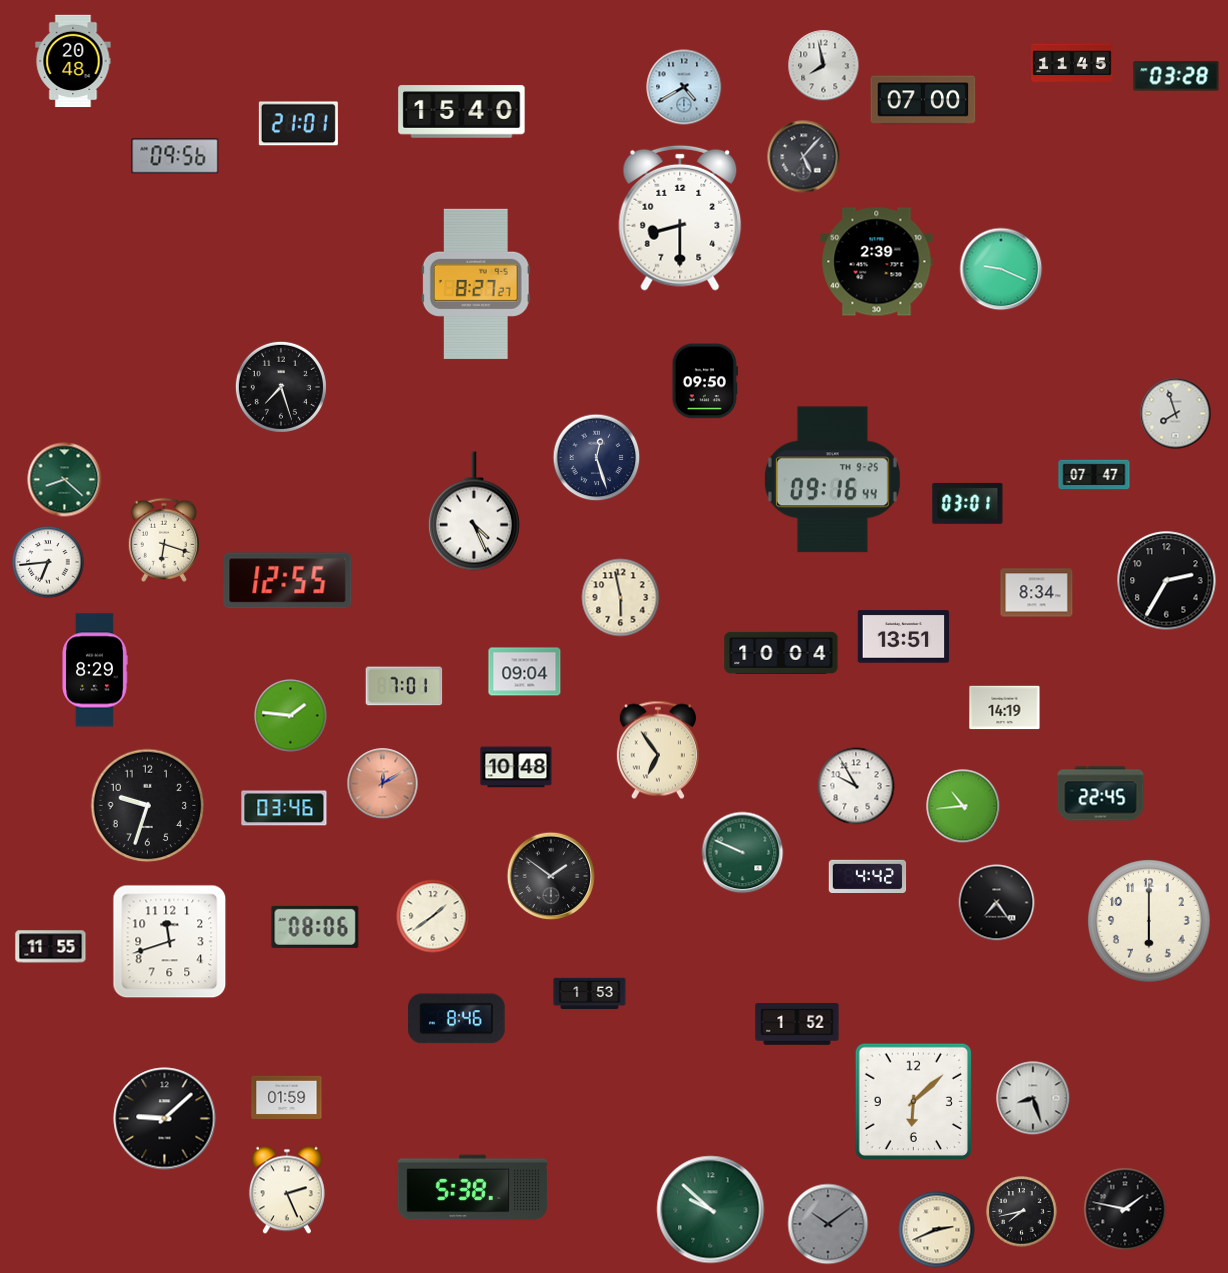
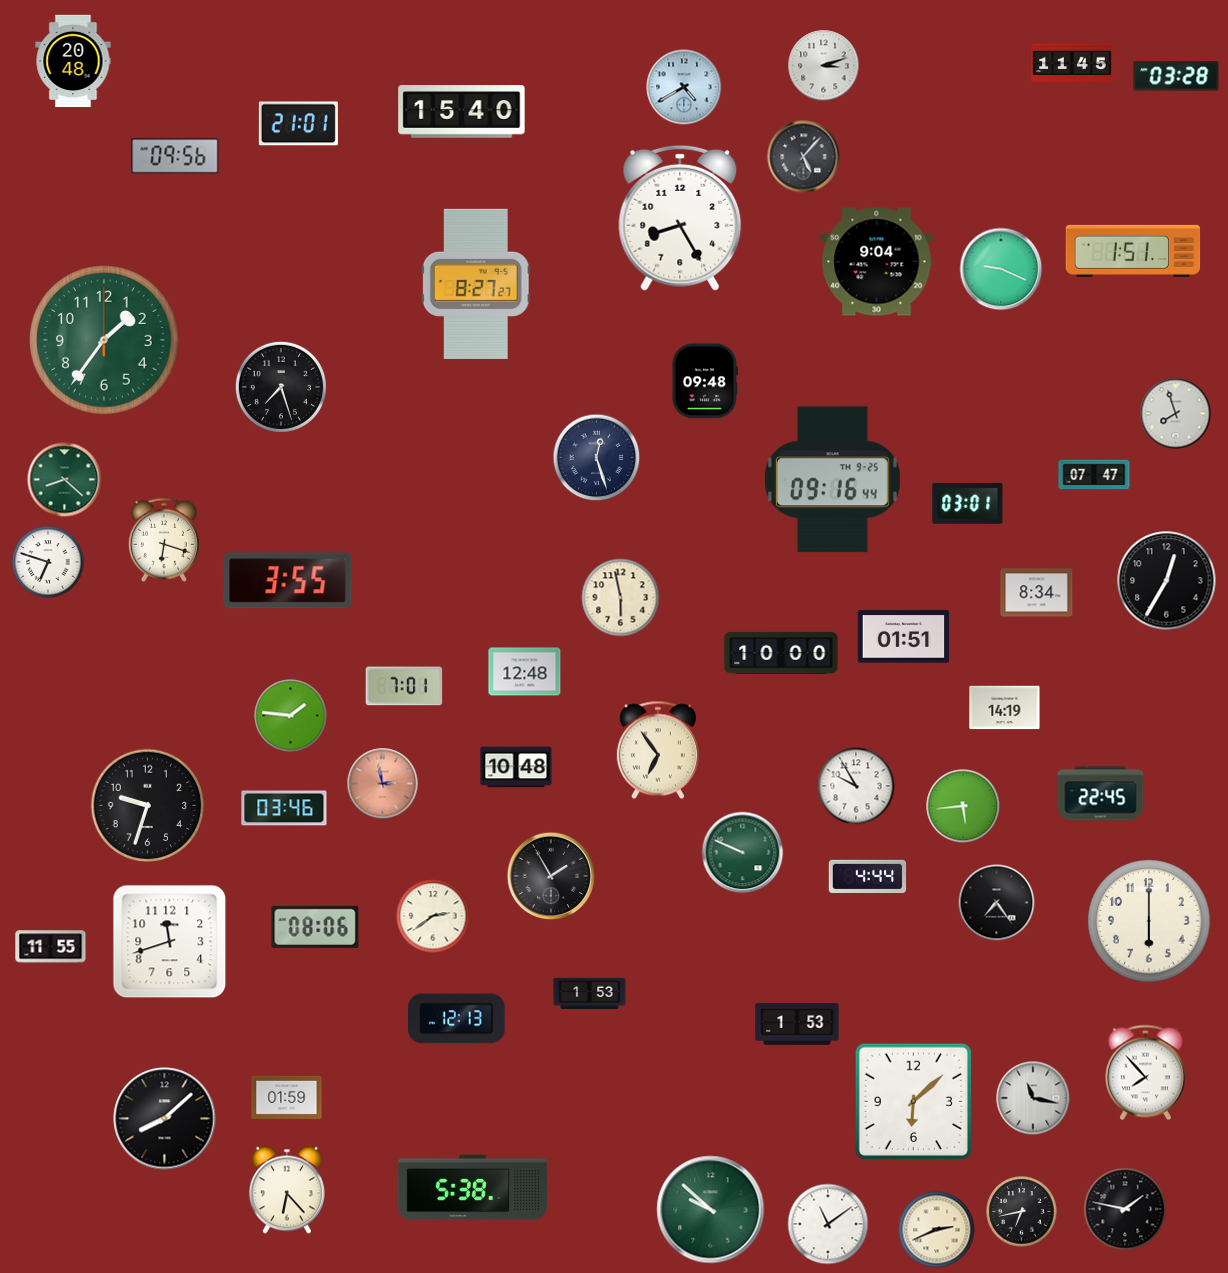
clock at (824, 66): 7:58 -> 3:12
clock at (923, 100): 07:00 -> none
clock at (680, 218): 8:30 -> 8:25
clock at (1133, 251): none -> 1:51
clock at (877, 262): 2:39 -> 9:04
clock at (104, 340): none -> 1:36
clock at (705, 381): 09:50 -> 09:48
clock at (474, 511): 4:26 -> none
clock at (48, 562): 6:44 -> 6:48
clock at (288, 581): 12:55 -> 3:55
clock at (1167, 581): 2:35 -> 12:35
clock at (904, 637): 13:51 -> 01:51
clock at (781, 653): 10:04 -> 10:00
clock at (95, 670): 8:29 -> none
clock at (525, 672): 09:04 -> 12:48
clock at (383, 784): 12:10 -> 2:58
clock at (963, 806): 10:44 -> 5:44
clock at (551, 876): 1:51 -> 1:55
clock at (868, 876): 4:42 -> 4:44
clock at (433, 916): 1:39 -> 2:39
clock at (457, 1019): 8:46 -> 12:13
clock at (797, 1024): 1:52 -> 1:53
clock at (1145, 1073): none -> 7:53
clock at (1033, 1098): 8:27 -> 11:17
clock at (165, 1119): 9:08 -> 8:08
clock at (287, 1190): 2:26 -> 6:23
clock at (1022, 1212): 7:43 -> 6:43
clock at (828, 1224): 10:09 -> 11:09
clock at (828, 1224) dial: grey -> white
